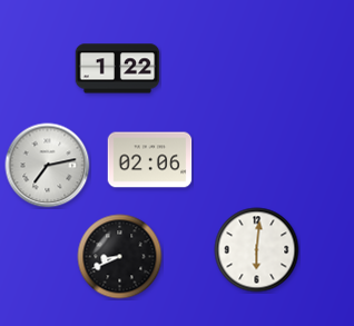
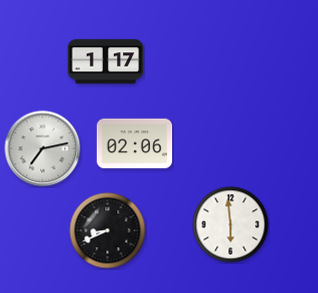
clock at (118, 69): 1:22 -> 1:17
clock at (257, 250): 6:01 -> 5:59
